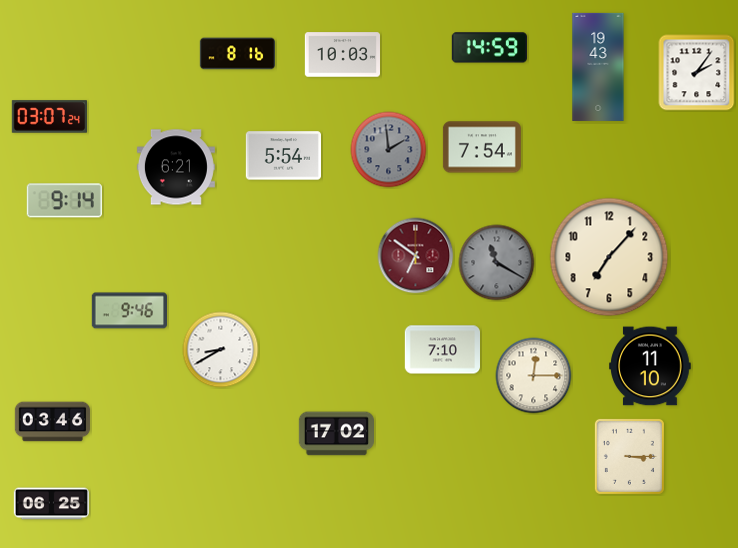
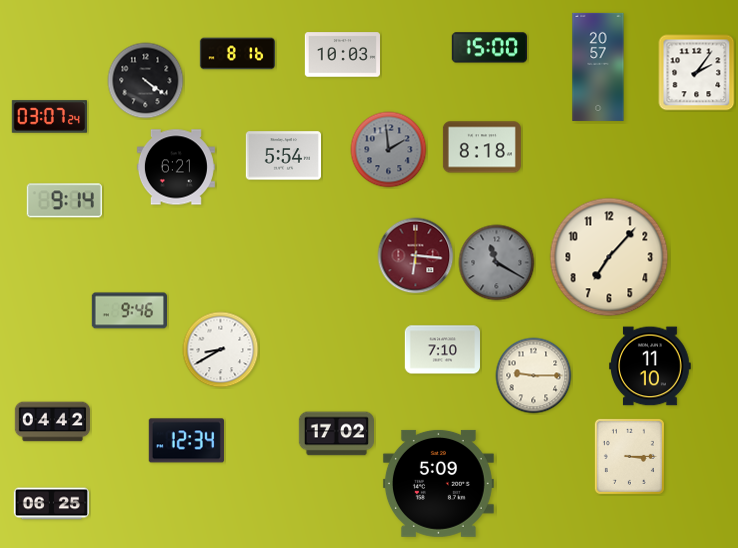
clock at (489, 48): 14:59 -> 15:00
clock at (598, 67): 19:43 -> 20:57
clock at (146, 81): none -> 4:21
clock at (482, 147): 7:54 -> 8:18
clock at (416, 256): 6:51 -> 6:16
clock at (534, 376): 12:15 -> 9:15
clock at (53, 422): 03:46 -> 04:42
clock at (186, 441): none -> 12:34
clock at (438, 483): none -> 5:09
